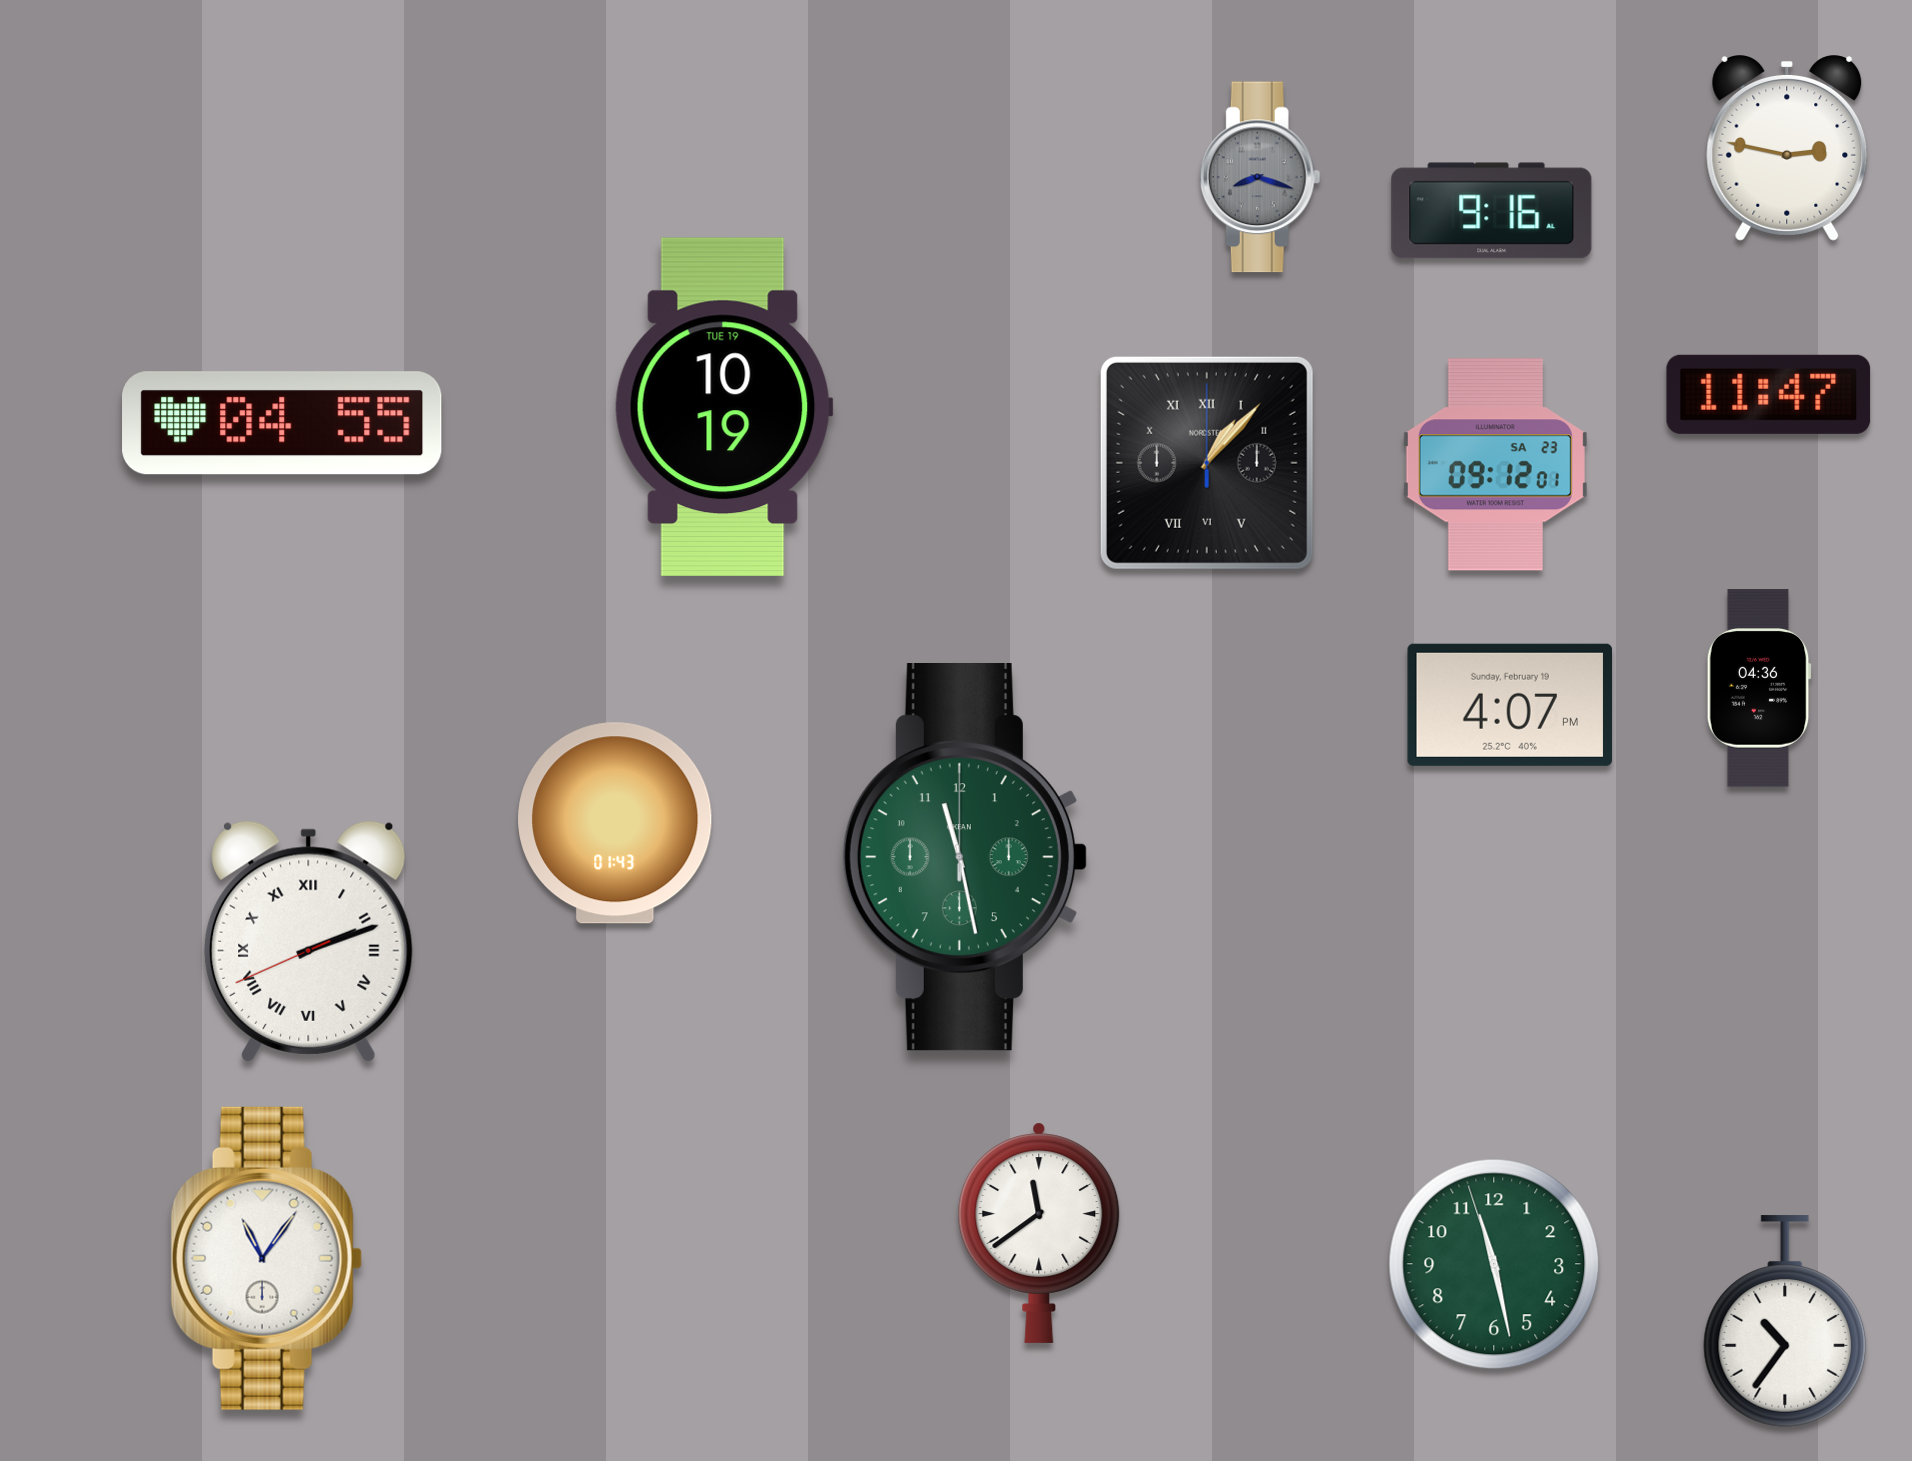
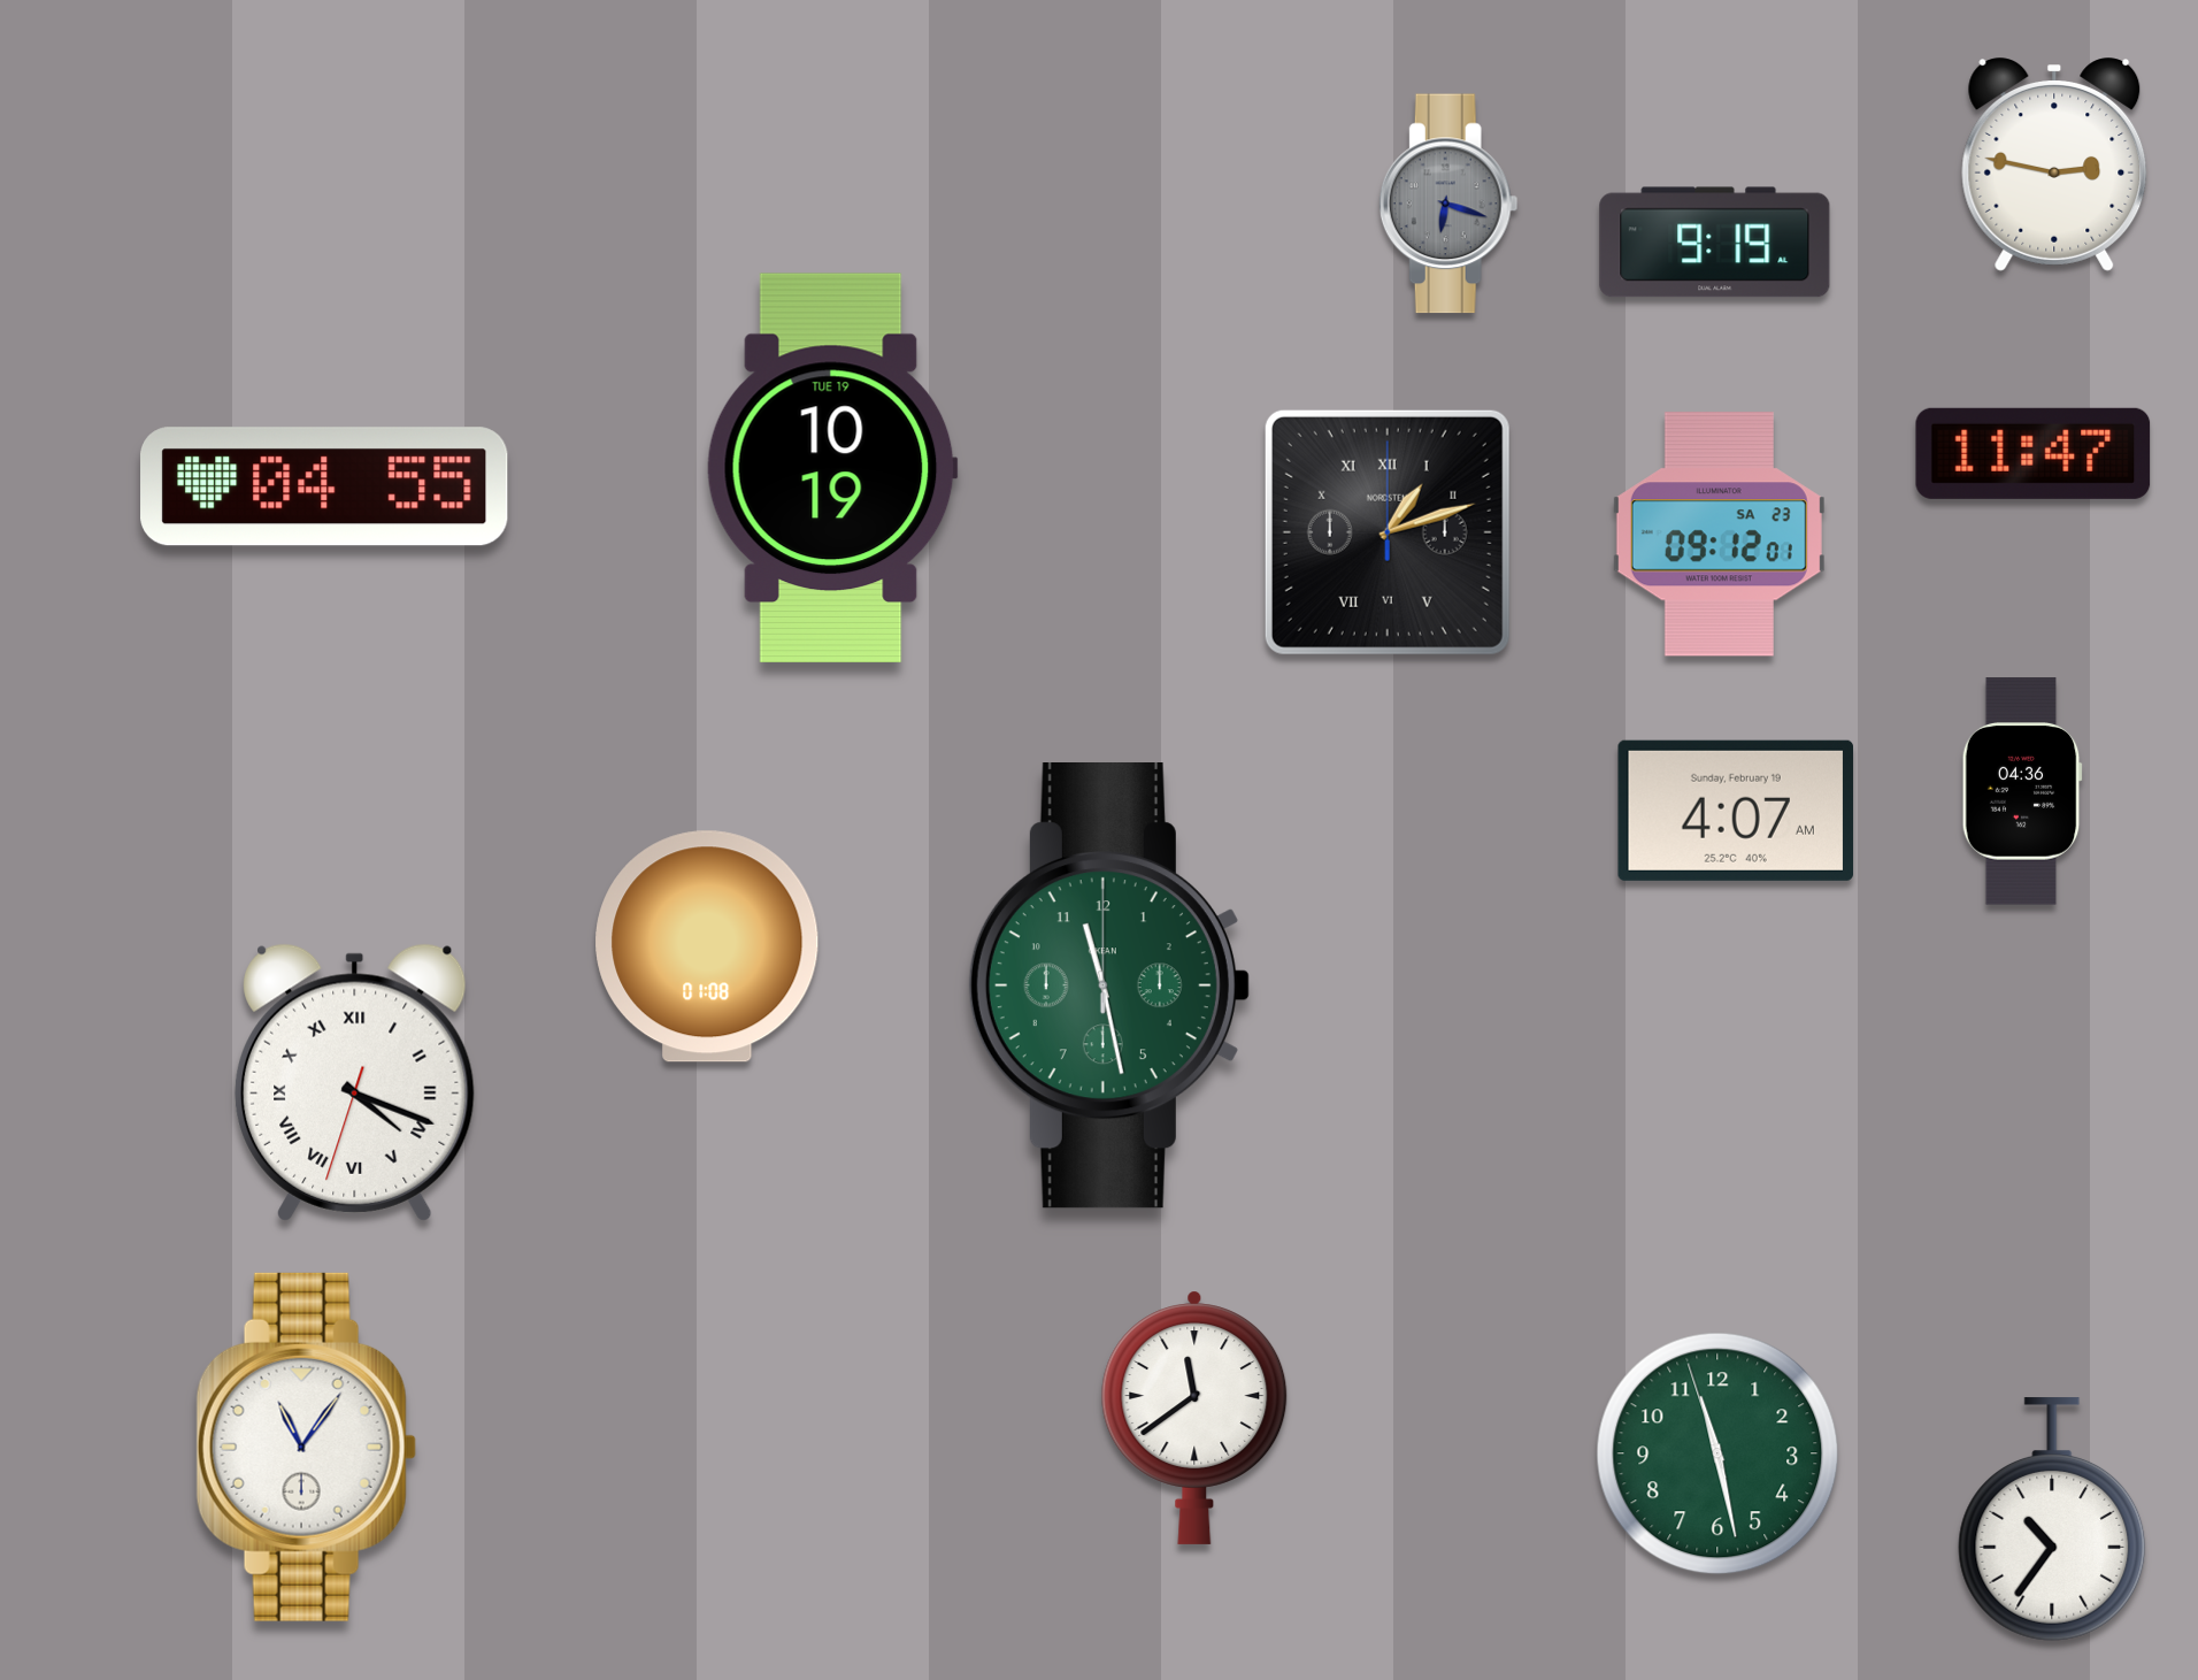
clock at (1787, 148) position: (1787, 148) -> (2054, 164)
clock at (1260, 177): 8:18 -> 6:18
clock at (1492, 211): 9:16 -> 9:19
clock at (1207, 463): 1:07 -> 1:12
clock at (1509, 705): 4:07 PM -> 4:07 AM
clock at (615, 823): 01:43 -> 01:08
clock at (309, 941): 2:11 -> 4:18
